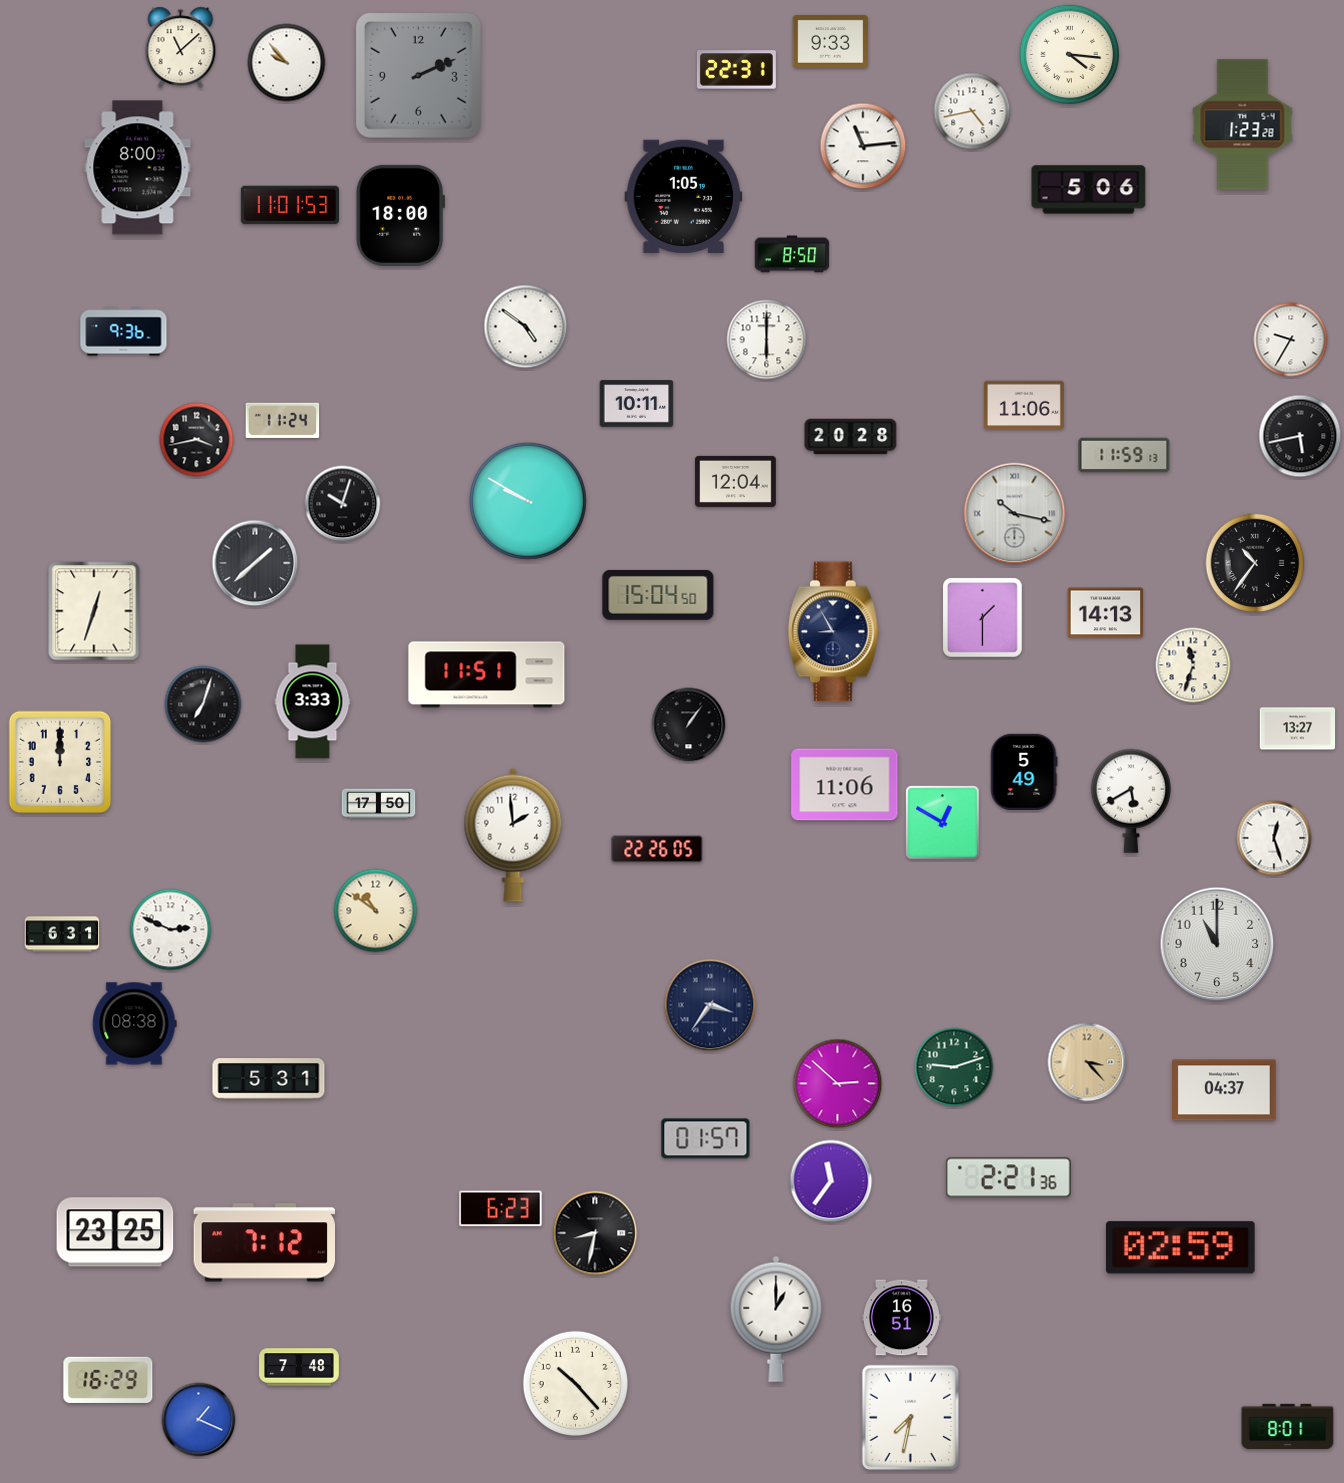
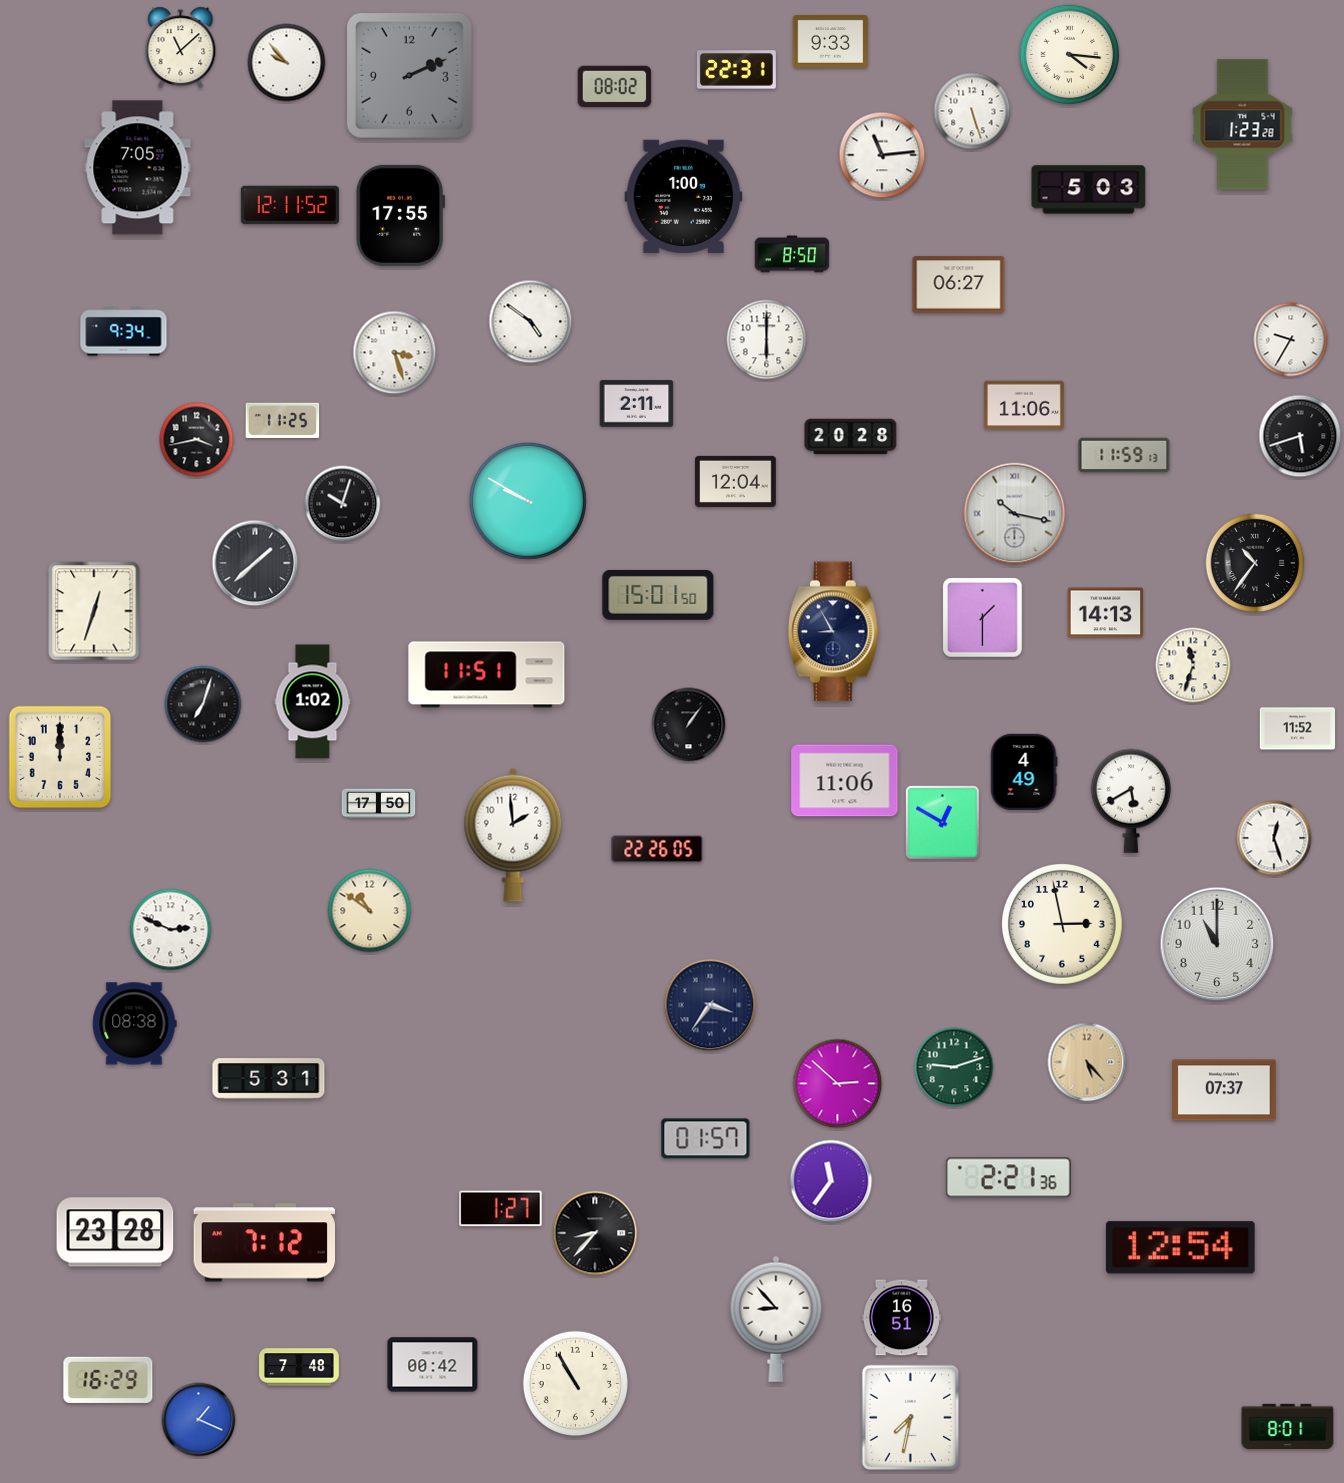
clock at (418, 75) position: (418, 75) -> (409, 75)
clock at (615, 87): none -> 08:02
clock at (972, 111): 4:43 -> 5:27
clock at (863, 146) position: (863, 146) -> (882, 155)
clock at (138, 168): 8:00 -> 7:05
clock at (1089, 190): 5:06 -> 5:03
clock at (684, 197): 1:05 -> 1:00
clock at (289, 205): 11:01 -> 12:11
clock at (400, 215): 18:00 -> 17:55
clock at (959, 285): none -> 06:27
clock at (526, 327) position: (526, 327) -> (531, 322)
clock at (124, 332): 9:36 -> 9:34
clock at (395, 353): none -> 3:27
clock at (637, 404): 10:11 -> 2:11
clock at (283, 420): 11:24 -> 11:25
clock at (1300, 436): 5:43 -> 5:42
clock at (658, 595): 15:04 -> 15:01
clock at (313, 702): 3:33 -> 1:02
clock at (1298, 729): 13:27 -> 11:52
clock at (60, 762) position: (60, 762) -> (60, 757)
clock at (1024, 771): 5:49 -> 4:49
clock at (845, 785) position: (845, 785) -> (845, 781)
clock at (376, 911) position: (376, 911) -> (370, 911)
clock at (1063, 925): none -> 2:58
clock at (62, 934): 6:31 -> none
clock at (1087, 1062): 3:23 -> 5:23
clock at (1224, 1090): 04:37 -> 07:37
clock at (501, 1209): 6:23 -> 1:27
clock at (115, 1232): 23:25 -> 23:28
clock at (595, 1233): 8:32 -> 8:37
clock at (1180, 1248): 02:59 -> 12:54
clock at (776, 1319): 1:00 -> 8:53
clock at (433, 1365): none -> 00:42
clock at (575, 1383): 10:23 -> 10:55
